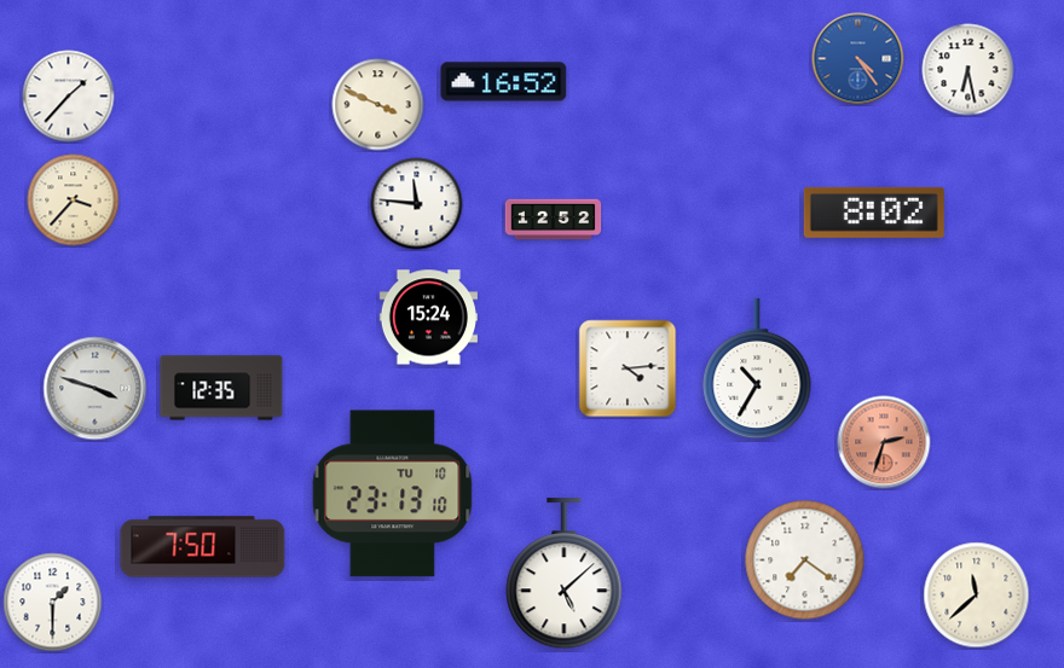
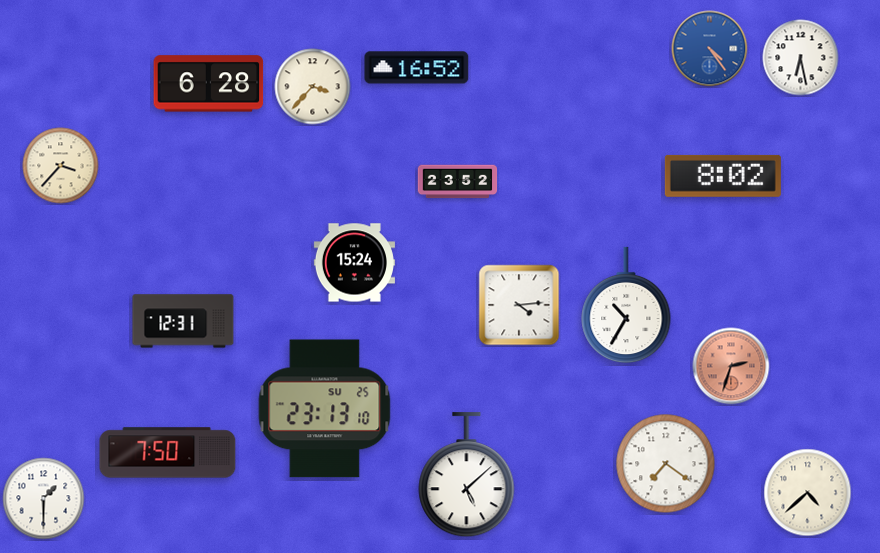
clock at (69, 97): 1:37 -> none
clock at (209, 84): none -> 6:28
clock at (378, 105): 3:49 -> 3:37
clock at (417, 204): 11:46 -> none
clock at (554, 220): 12:52 -> 23:52
clock at (221, 388): 12:35 -> 12:31
clock at (96, 389): 3:48 -> none
clock at (393, 494) date: TU 10 -> SU 25
clock at (977, 596): 11:38 -> 4:38
